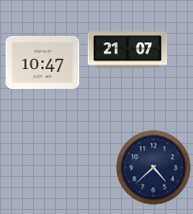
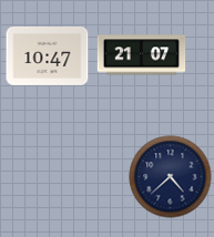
clock at (43, 62) position: (43, 62) -> (48, 55)
clock at (154, 168) position: (154, 168) -> (171, 177)
